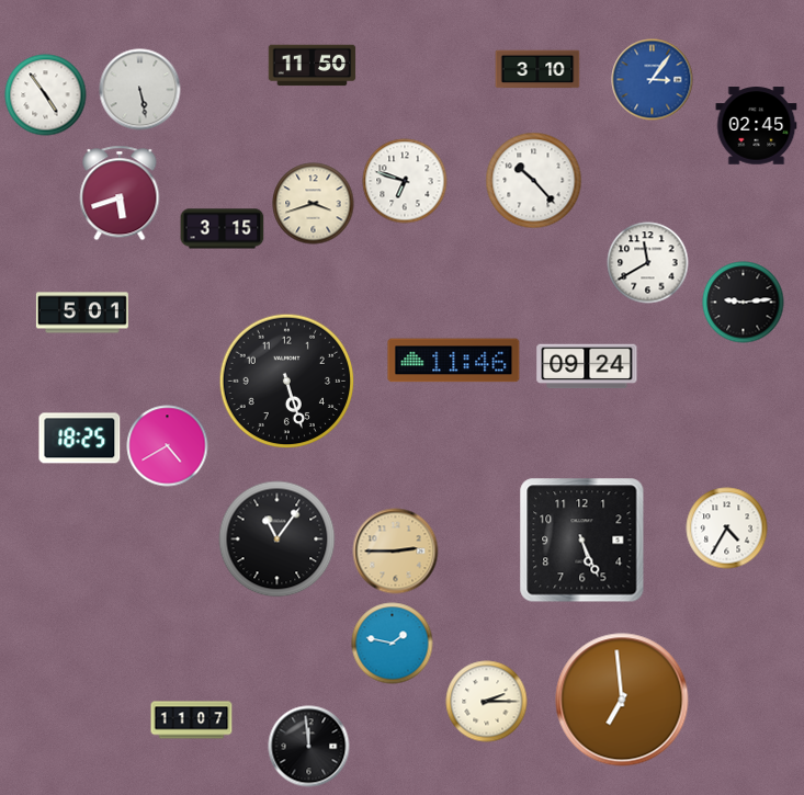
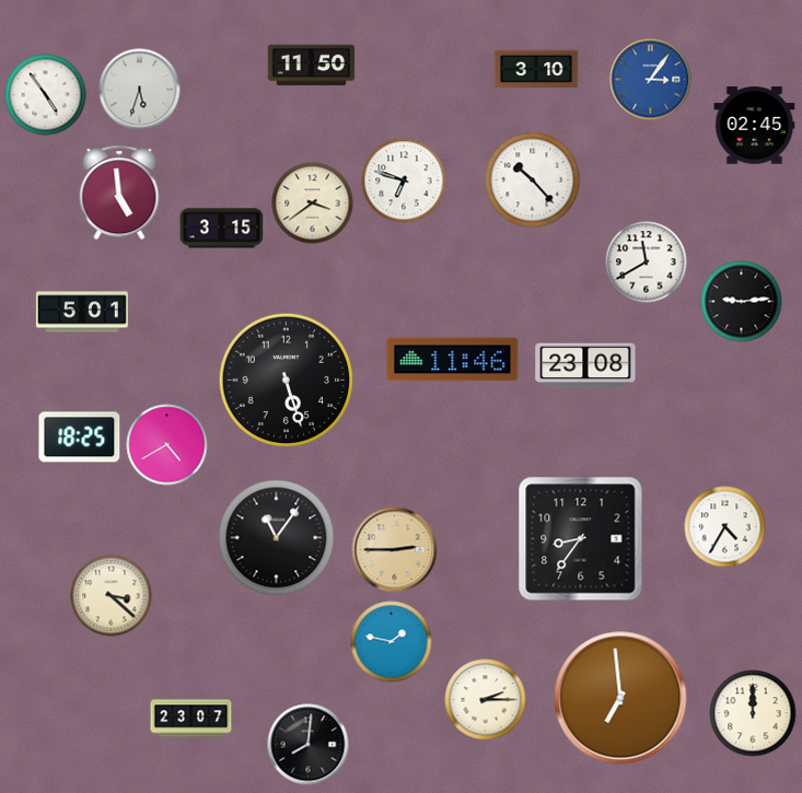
clock at (140, 90): 5:28 -> 5:33
clock at (120, 193): 5:42 -> 4:59
clock at (314, 204): 3:42 -> 3:39
clock at (587, 366): 09:24 -> 23:08
clock at (582, 541): 5:26 -> 8:36
clock at (112, 596): none -> 3:22
clock at (753, 713): none -> 12:00
clock at (192, 720): 11:07 -> 23:07
clock at (309, 747): 11:59 -> 8:01
